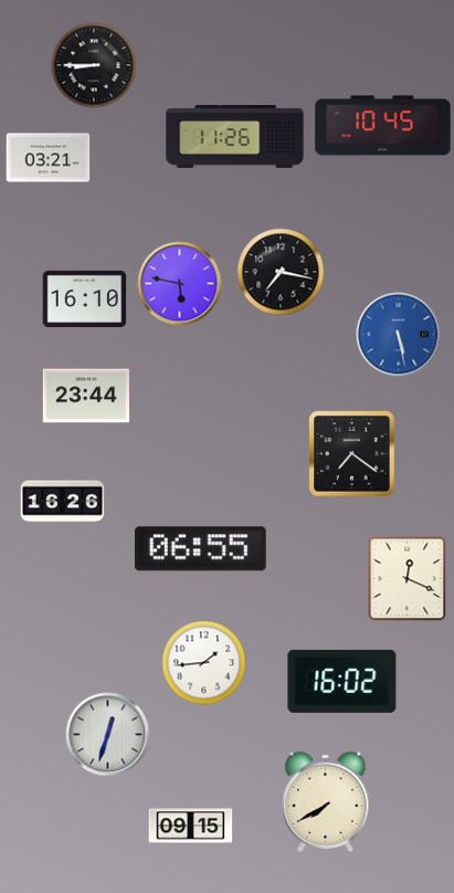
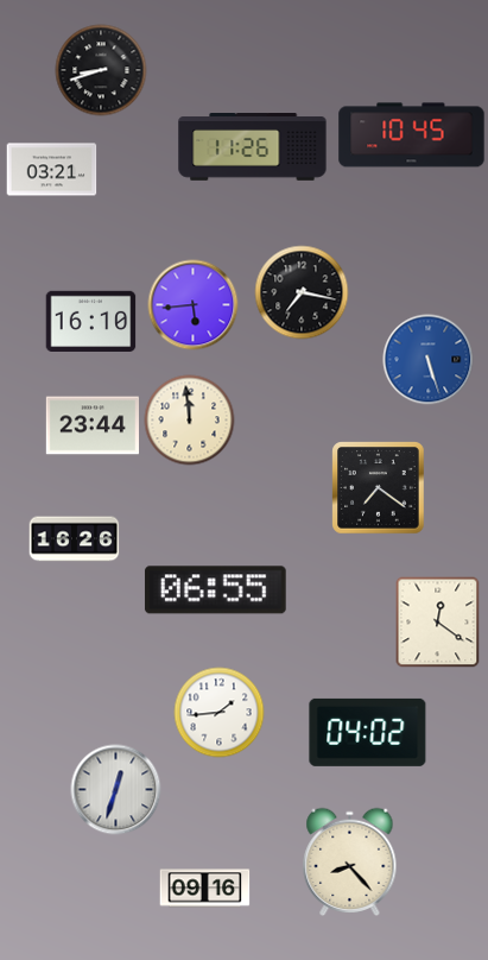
clock at (94, 65): 8:45 -> 8:42
clock at (180, 284): 5:47 -> 5:44
clock at (399, 335): 5:28 -> 5:27
clock at (190, 421): none -> 11:59
clock at (63, 502) position: (63, 502) -> (75, 539)
clock at (408, 579): 12:19 -> 12:21
clock at (342, 681): 16:02 -> 04:02
clock at (326, 801): 7:40 -> 8:23
clock at (191, 827): 09:15 -> 09:16
